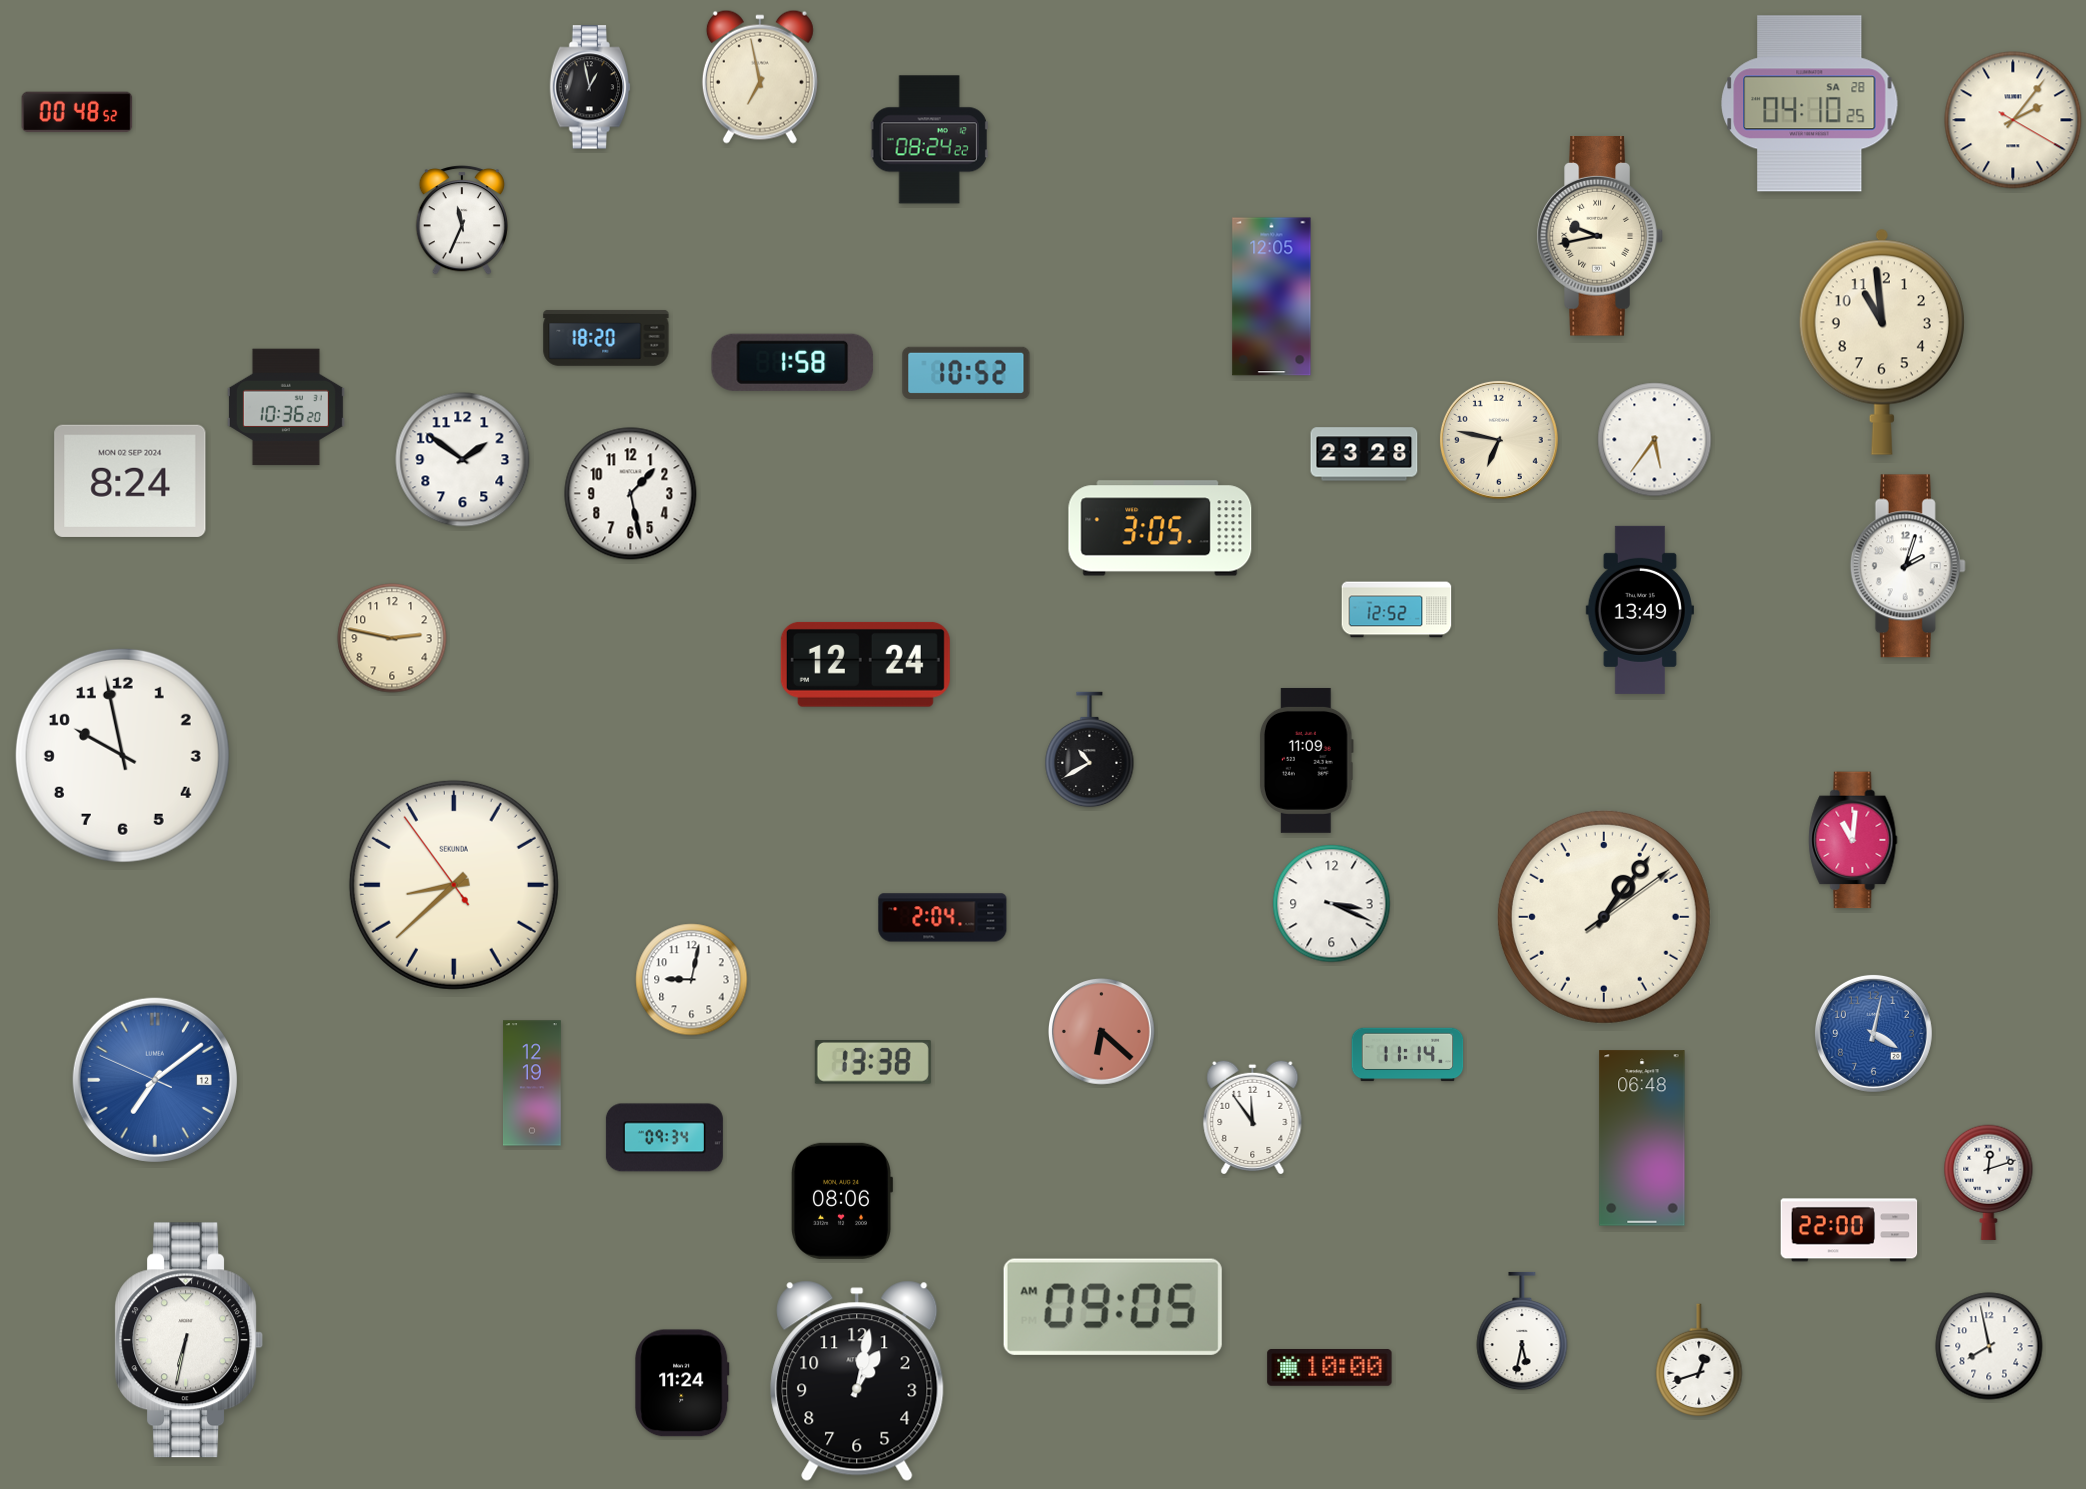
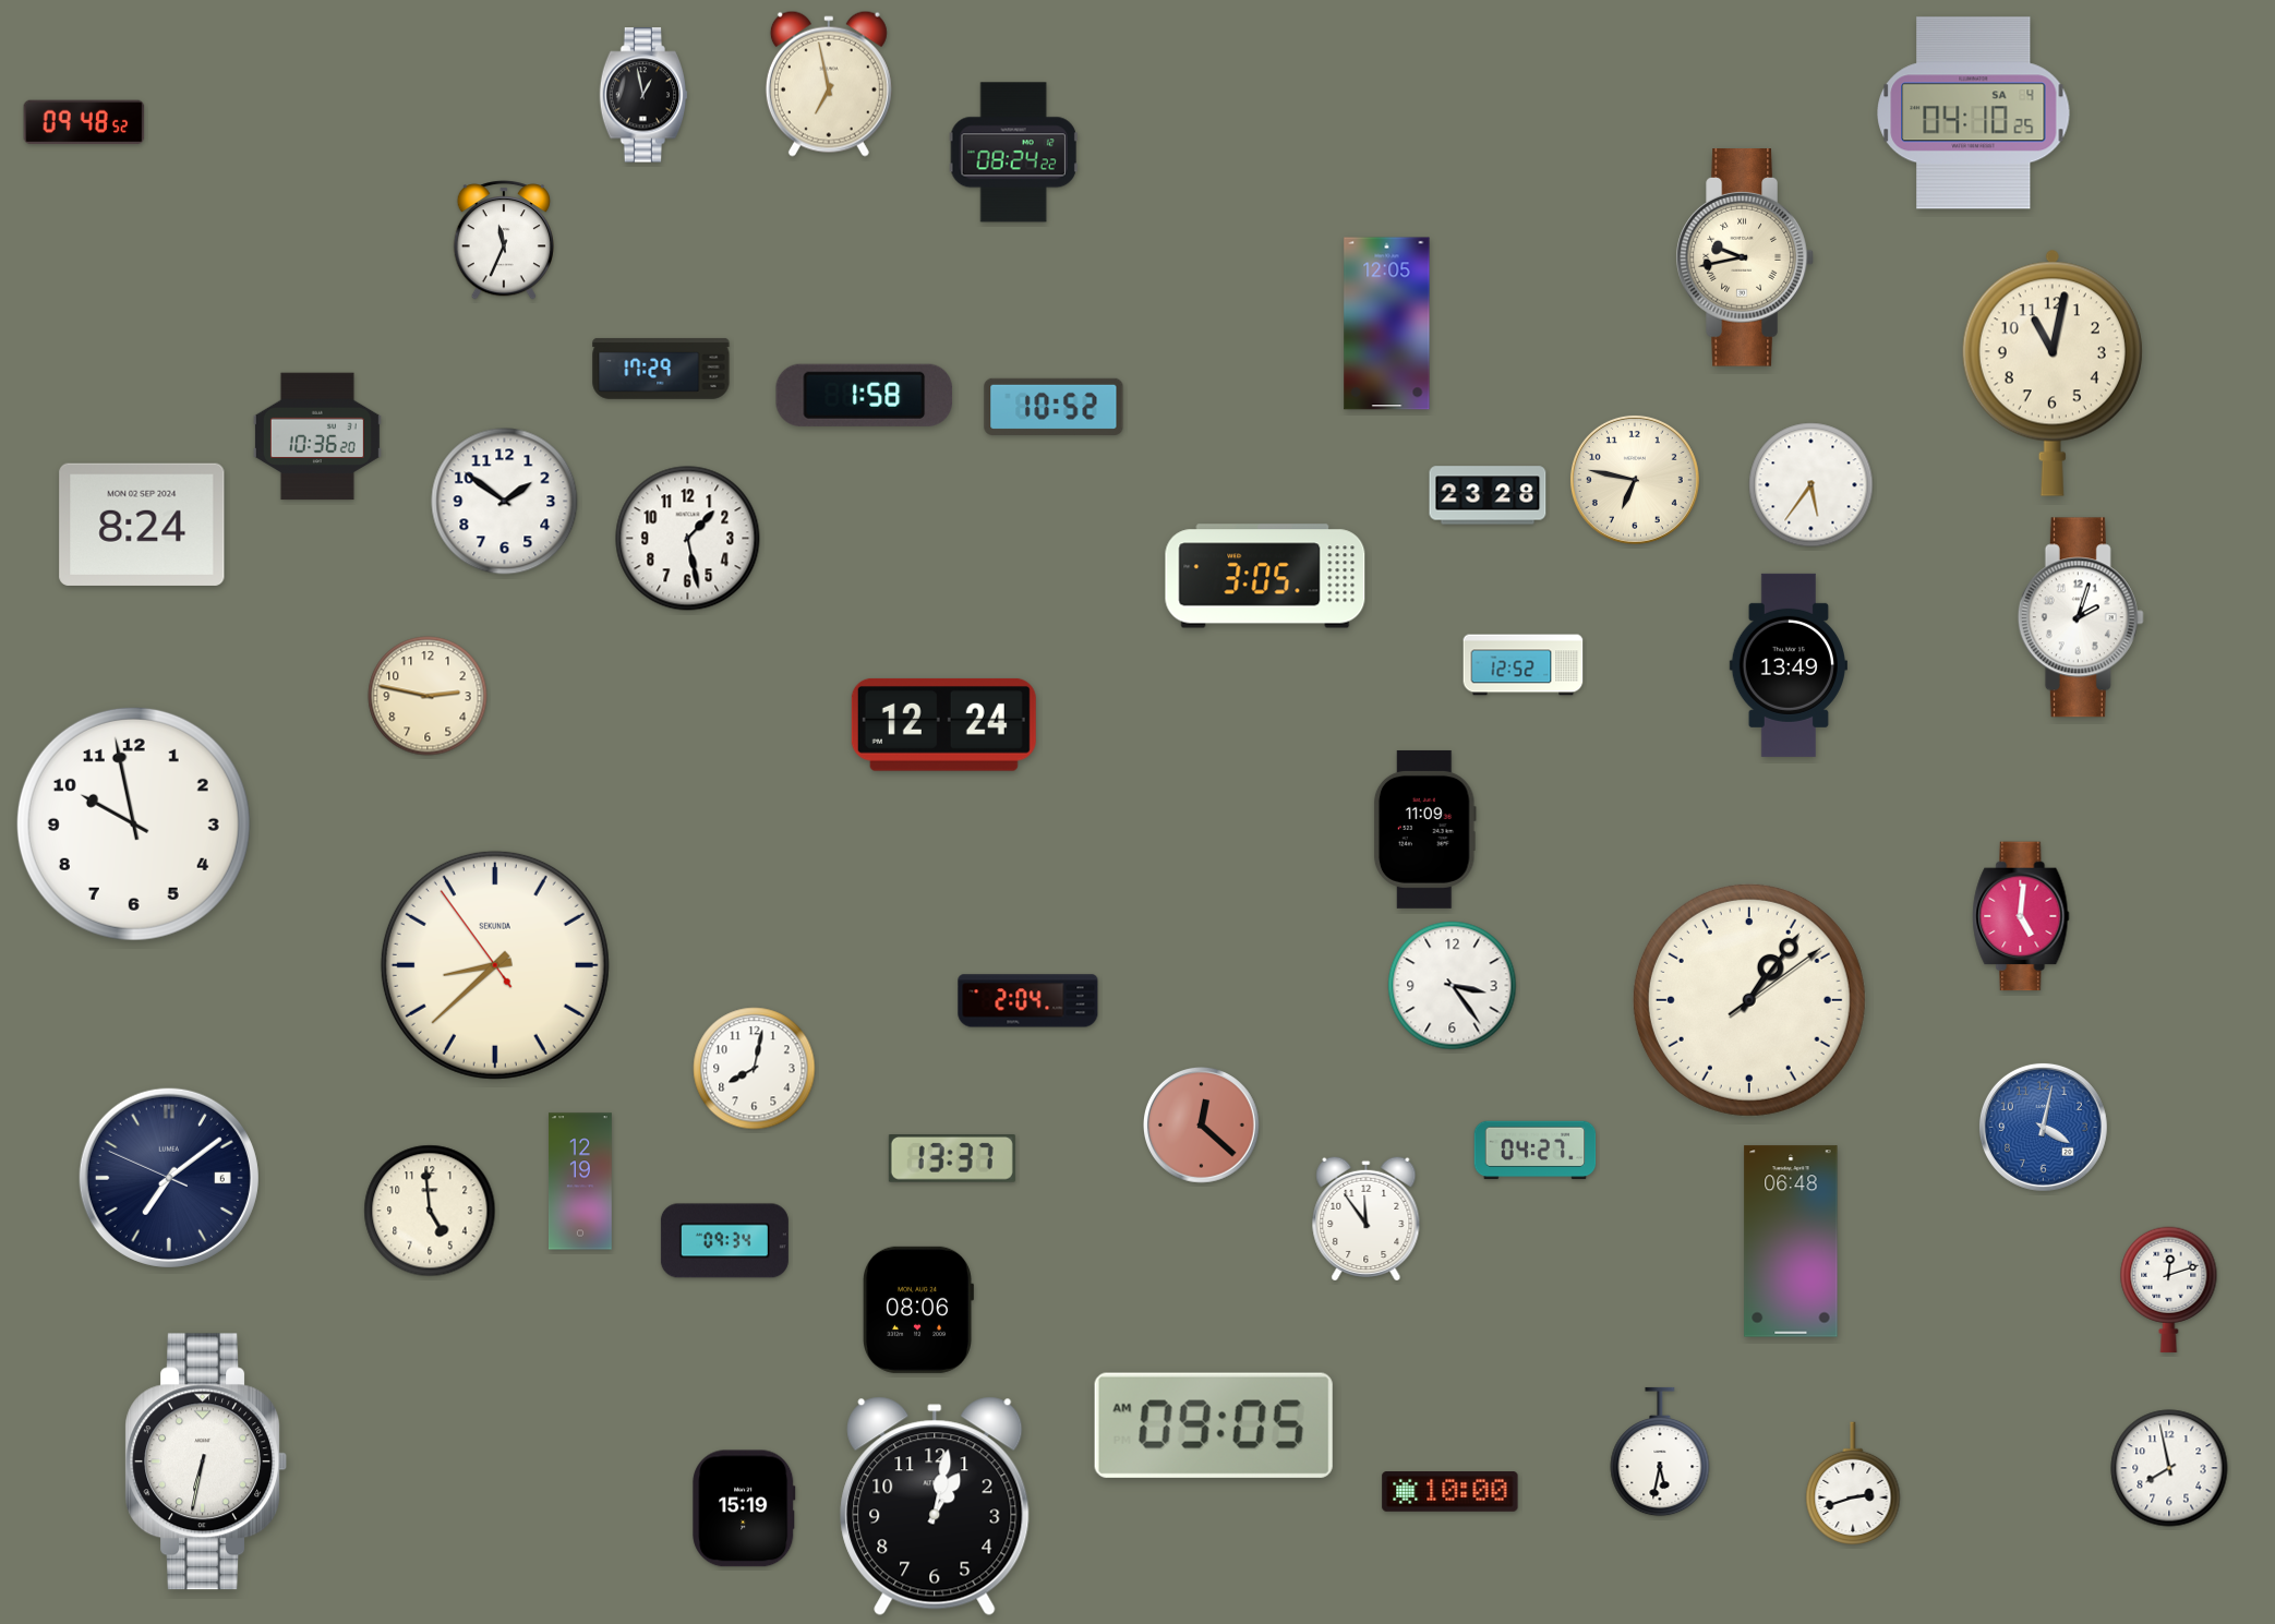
clock at (1810, 104) date: SA 28 -> SA 4
clock at (77, 112): 00:48 -> 09:48
clock at (2013, 120): 2:06 -> none
clock at (606, 338): 18:20 -> 17:29
clock at (1882, 342): 10:59 -> 11:02
clock at (286, 407) position: (286, 407) -> (317, 436)
clock at (1655, 440) position: (1655, 440) -> (1811, 485)
clock at (1090, 750): 10:40 -> none
clock at (1853, 840): 11:01 -> 5:01
clock at (1332, 904): 3:19 -> 3:24
clock at (692, 980): 9:02 -> 8:02
clock at (1102, 1032): 6:22 -> 12:22
clock at (1408, 1055): 11:14 -> 04:27
clock at (873, 1063): 13:38 -> 13:37
clock at (155, 1080) date: 12 -> 6
clock at (155, 1080) dial: blue -> navy
clock at (430, 1211): none -> 4:59
clock at (1849, 1230): 22:00 -> none
clock at (1699, 1361): 12:42 -> 2:42
clock at (682, 1383): 11:24 -> 15:19
